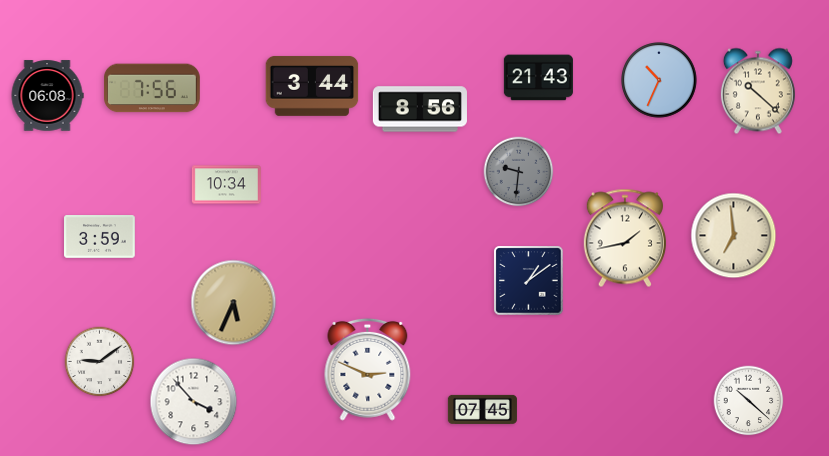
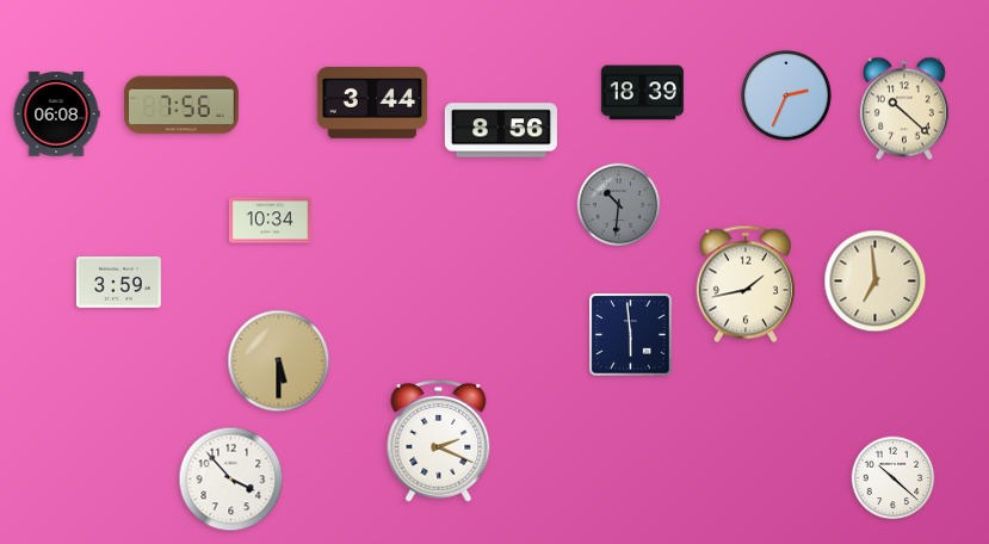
clock at (538, 78): 21:43 -> 18:39
clock at (659, 80): 10:34 -> 2:34
clock at (519, 172): 9:31 -> 10:31
clock at (529, 281): 1:09 -> 5:59
clock at (234, 303): 5:34 -> 5:30
clock at (100, 362): 9:09 -> none
clock at (368, 369): 2:49 -> 2:19
clock at (482, 409): 07:45 -> none
